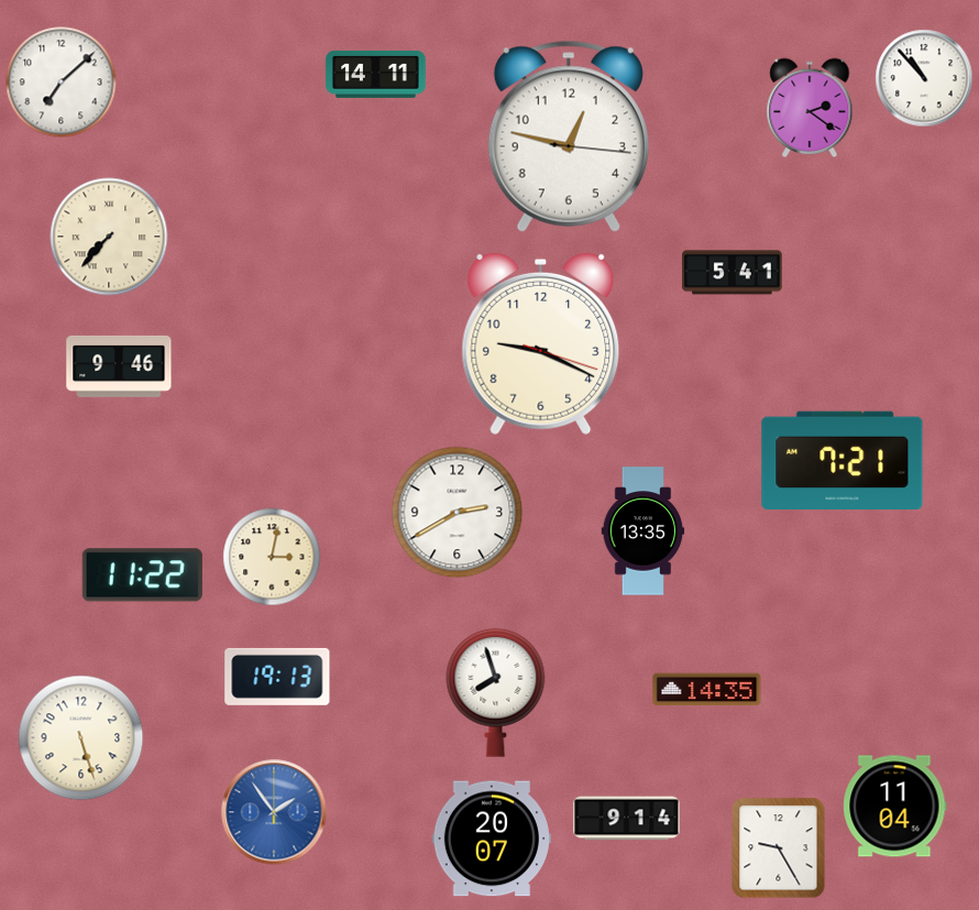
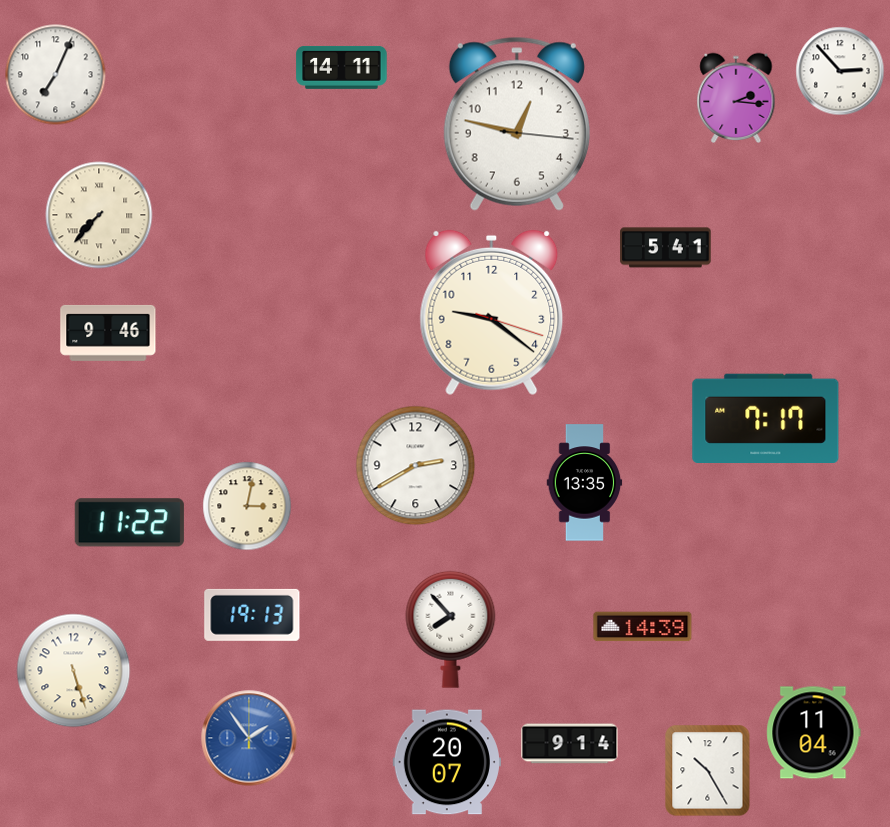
clock at (924, 78): 10:53 -> 2:53
clock at (62, 83): 7:08 -> 7:04
clock at (810, 108): 2:21 -> 2:16
clock at (541, 344): 9:19 -> 9:21
clock at (843, 460): 7:21 -> 7:17
clock at (707, 690): 14:35 -> 14:39
clock at (496, 692): 7:57 -> 7:53
clock at (779, 848): 9:25 -> 10:25
